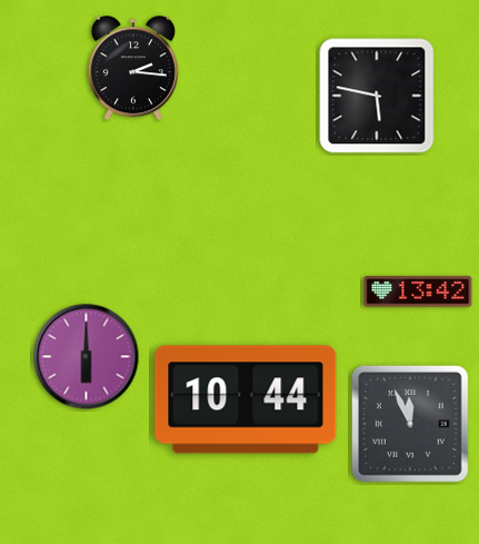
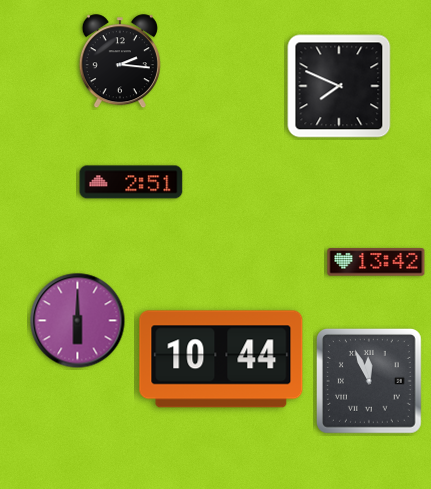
clock at (377, 96): 5:47 -> 7:49
clock at (131, 182): none -> 2:51
